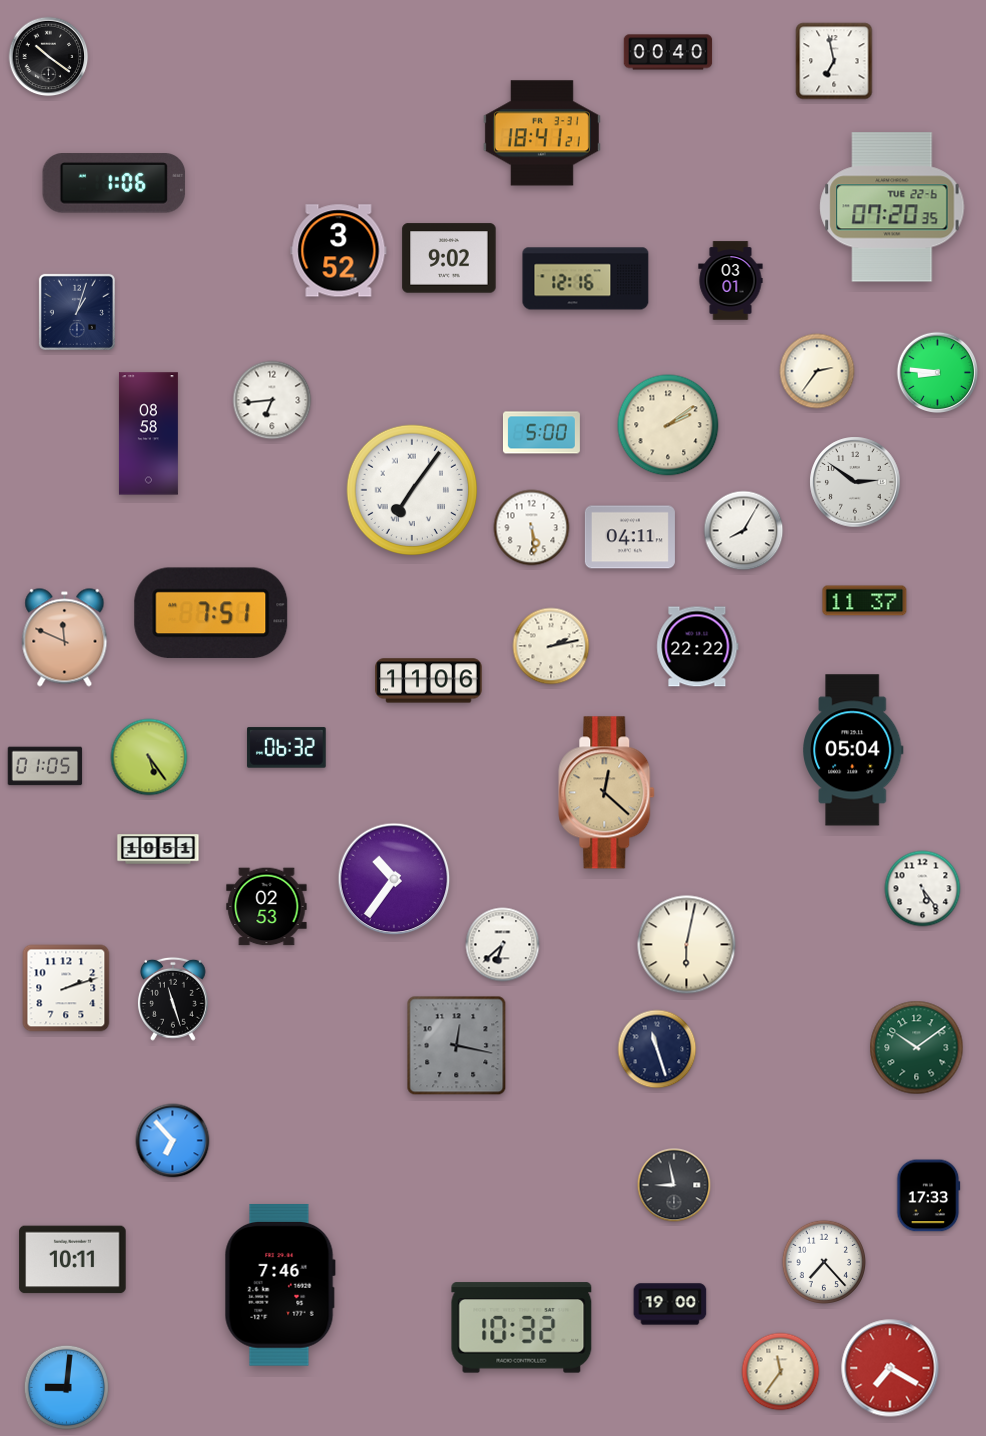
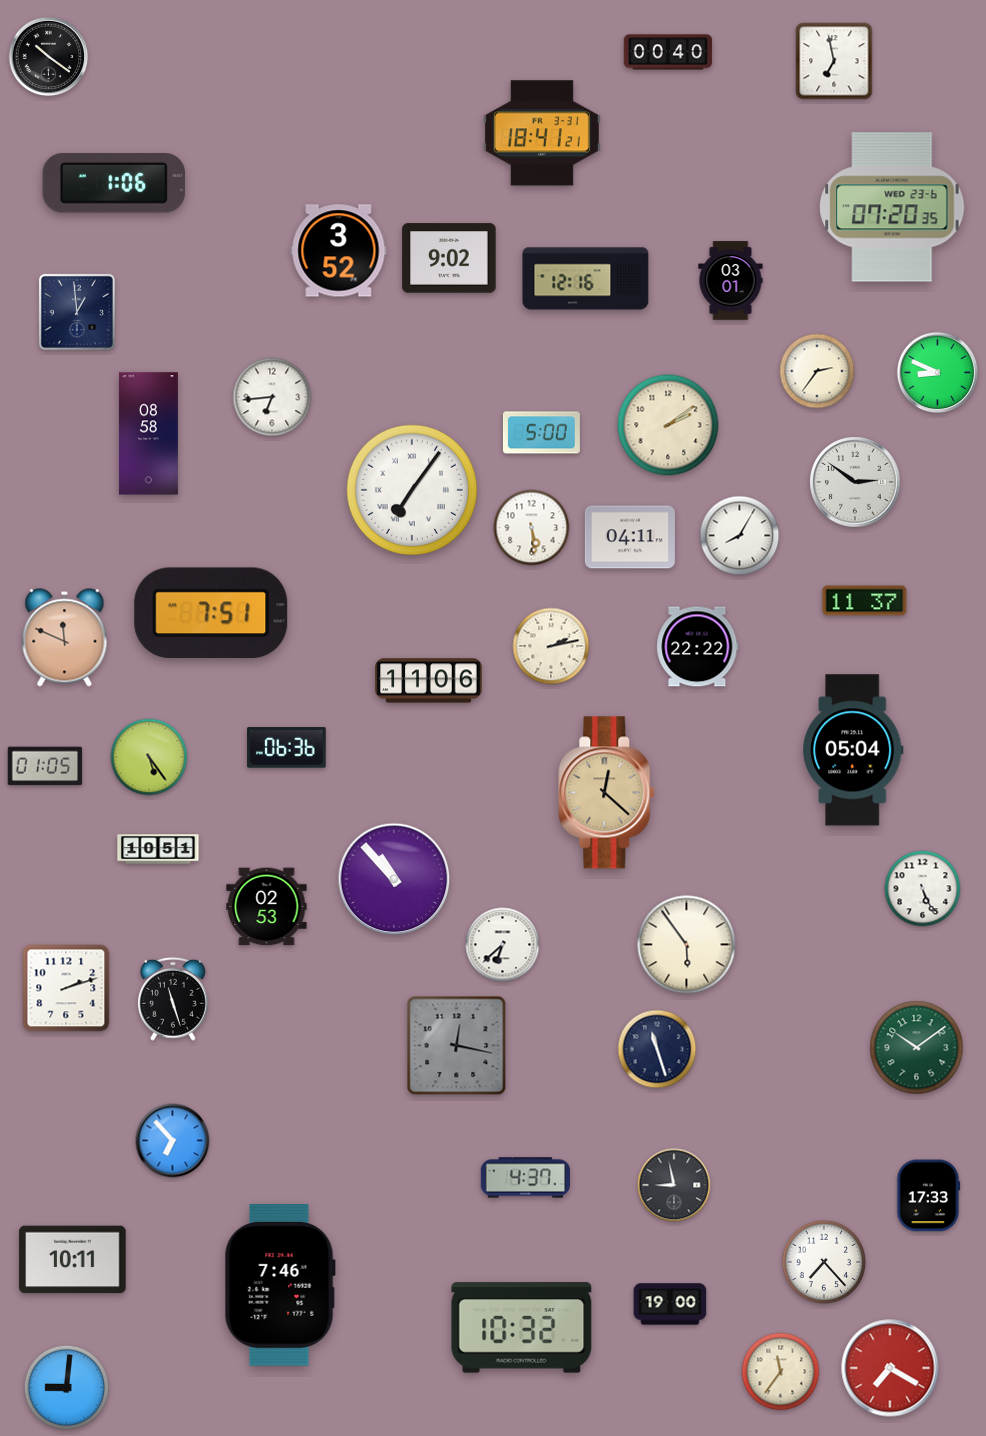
clock at (892, 207) date: TUE 22-6 -> WED 23-6
clock at (77, 312): 1:03 -> 12:59
clock at (938, 373): 8:46 -> 8:49
clock at (272, 400) position: (272, 400) -> (272, 397)
clock at (744, 531) position: (744, 531) -> (740, 536)
clock at (287, 748): 06:32 -> 06:36
clock at (394, 879): 10:36 -> 10:53
clock at (923, 889): 5:24 -> 5:26
clock at (687, 945): 6:02 -> 5:54
clock at (525, 1178): none -> 4:37
